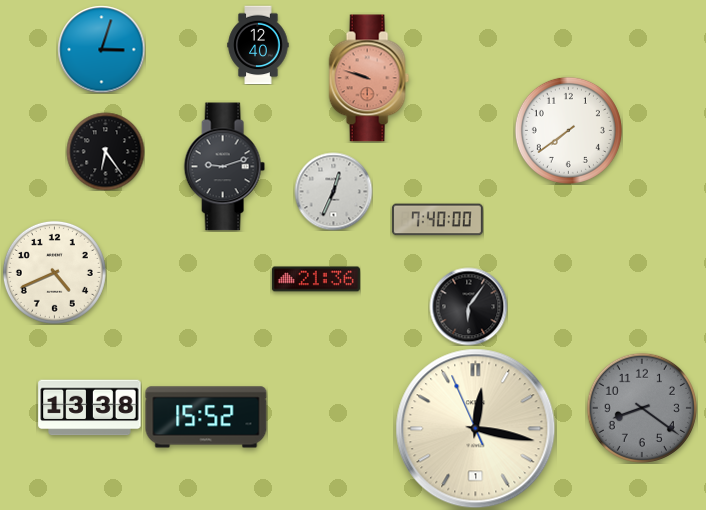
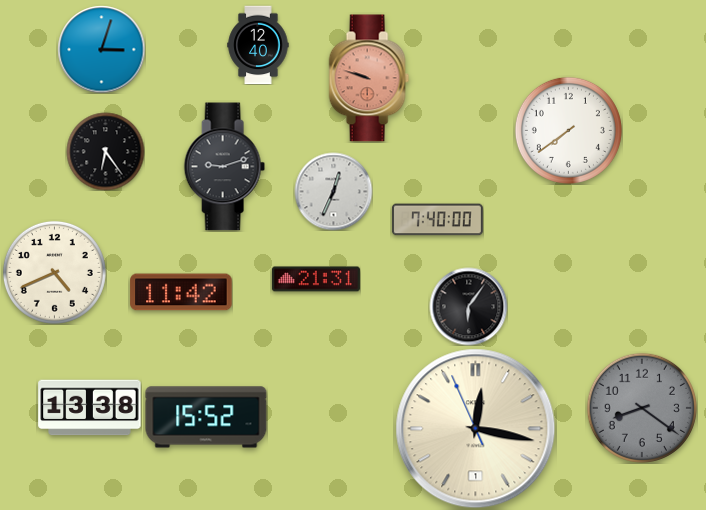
clock at (316, 279): 21:36 -> 21:31
clock at (181, 292): none -> 11:42
